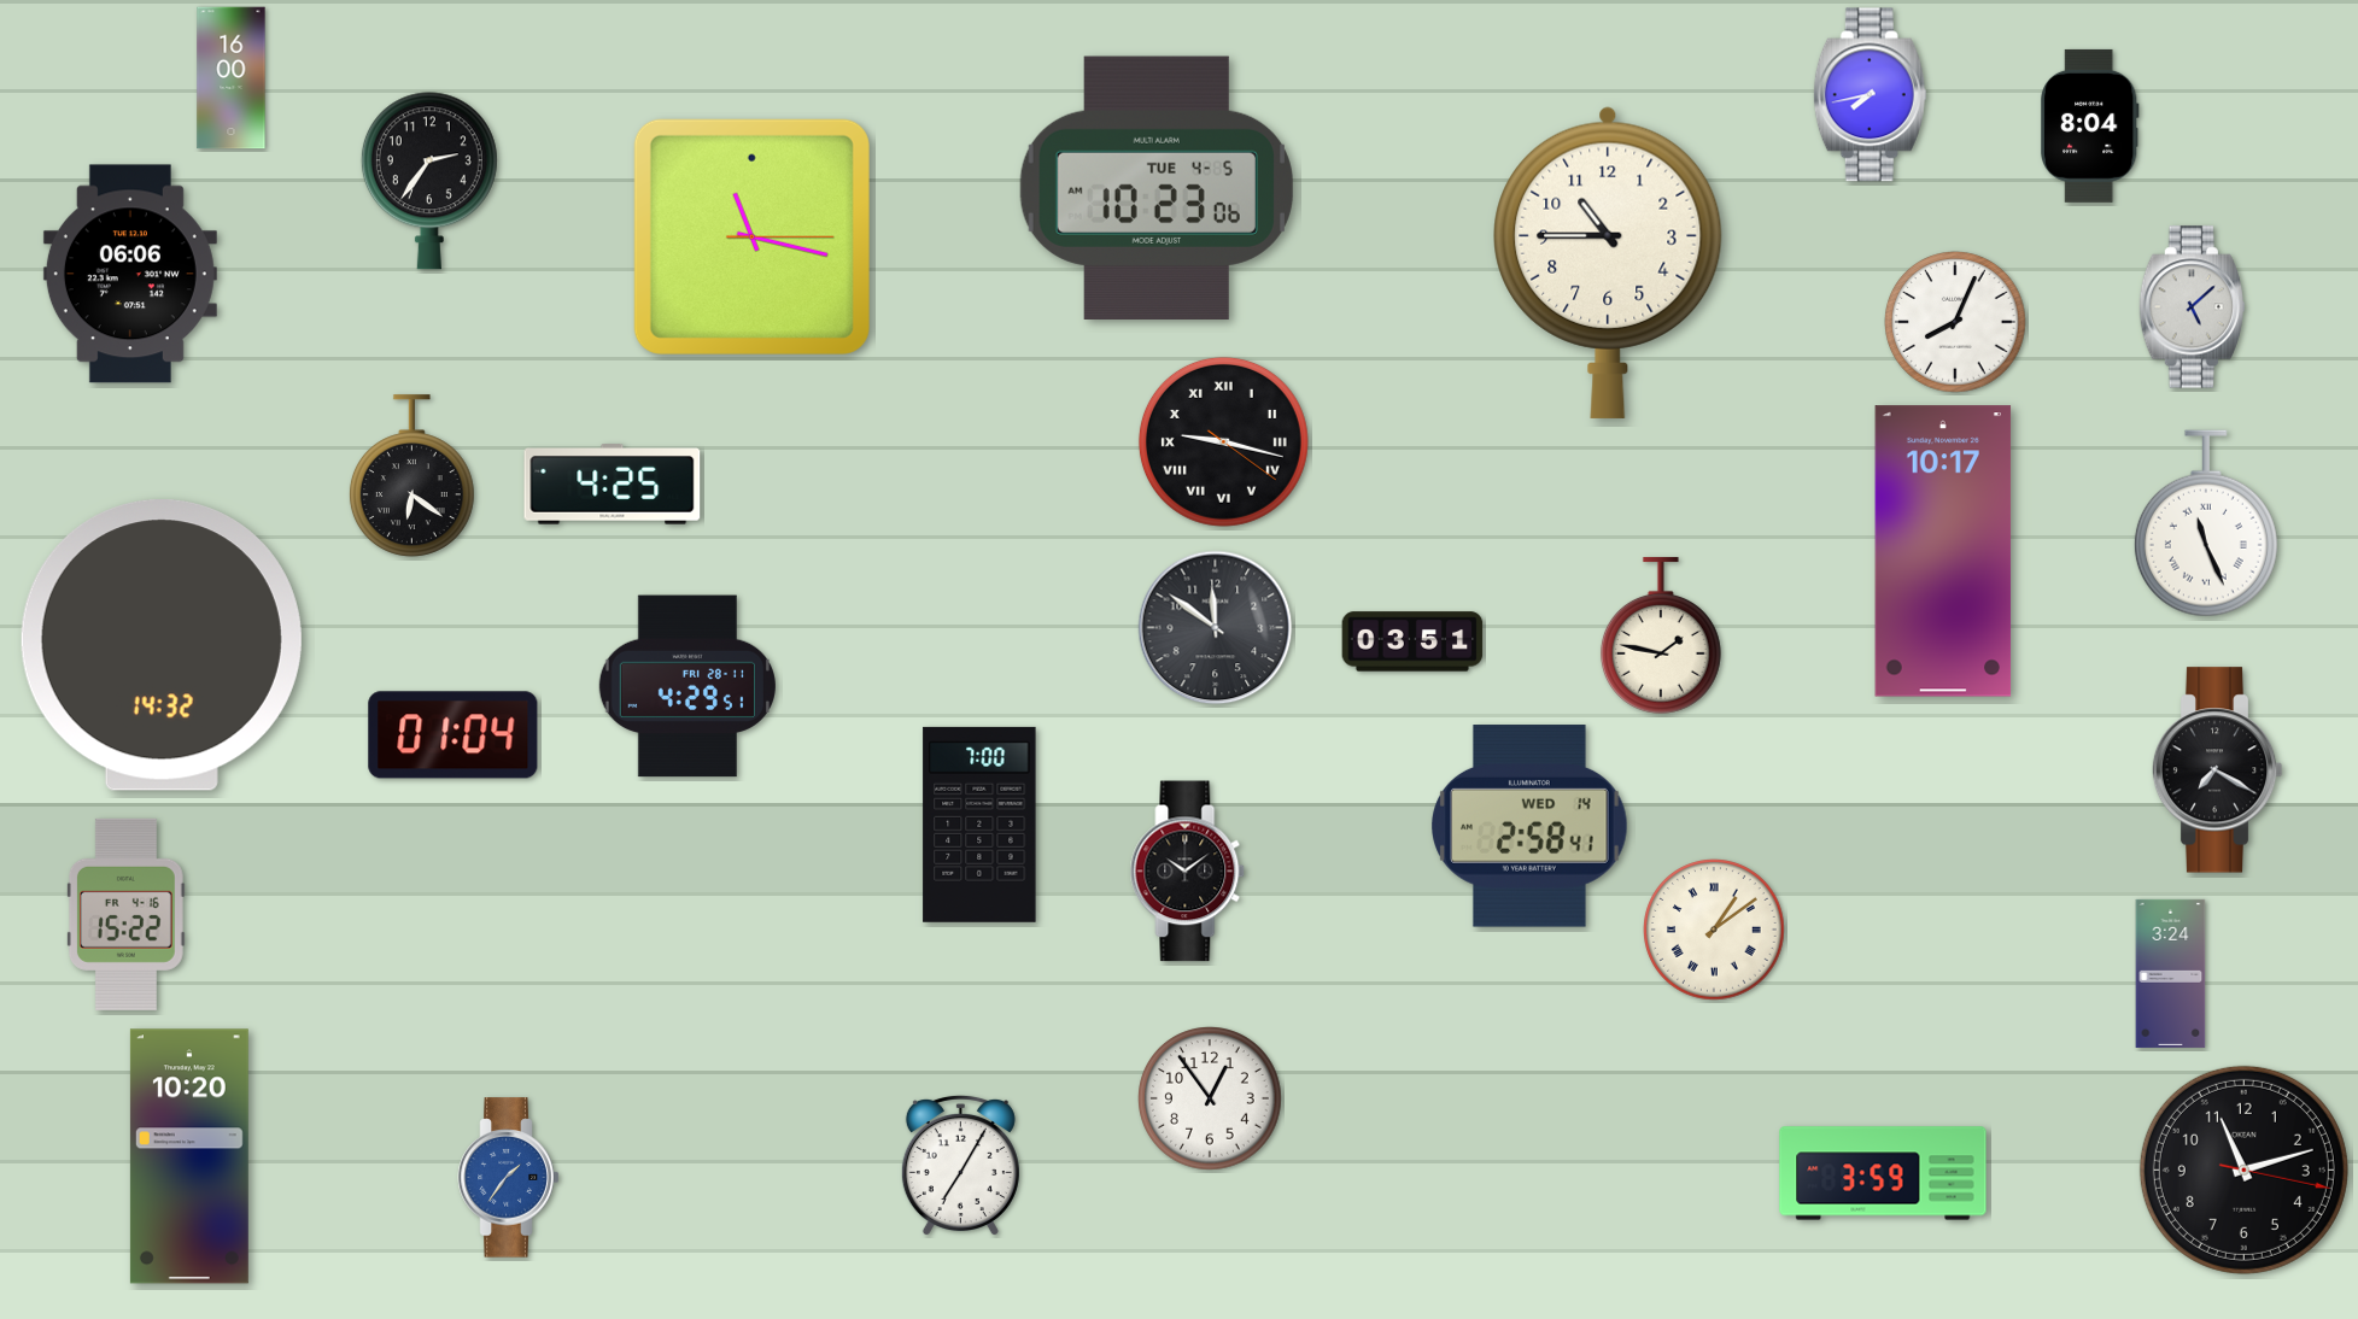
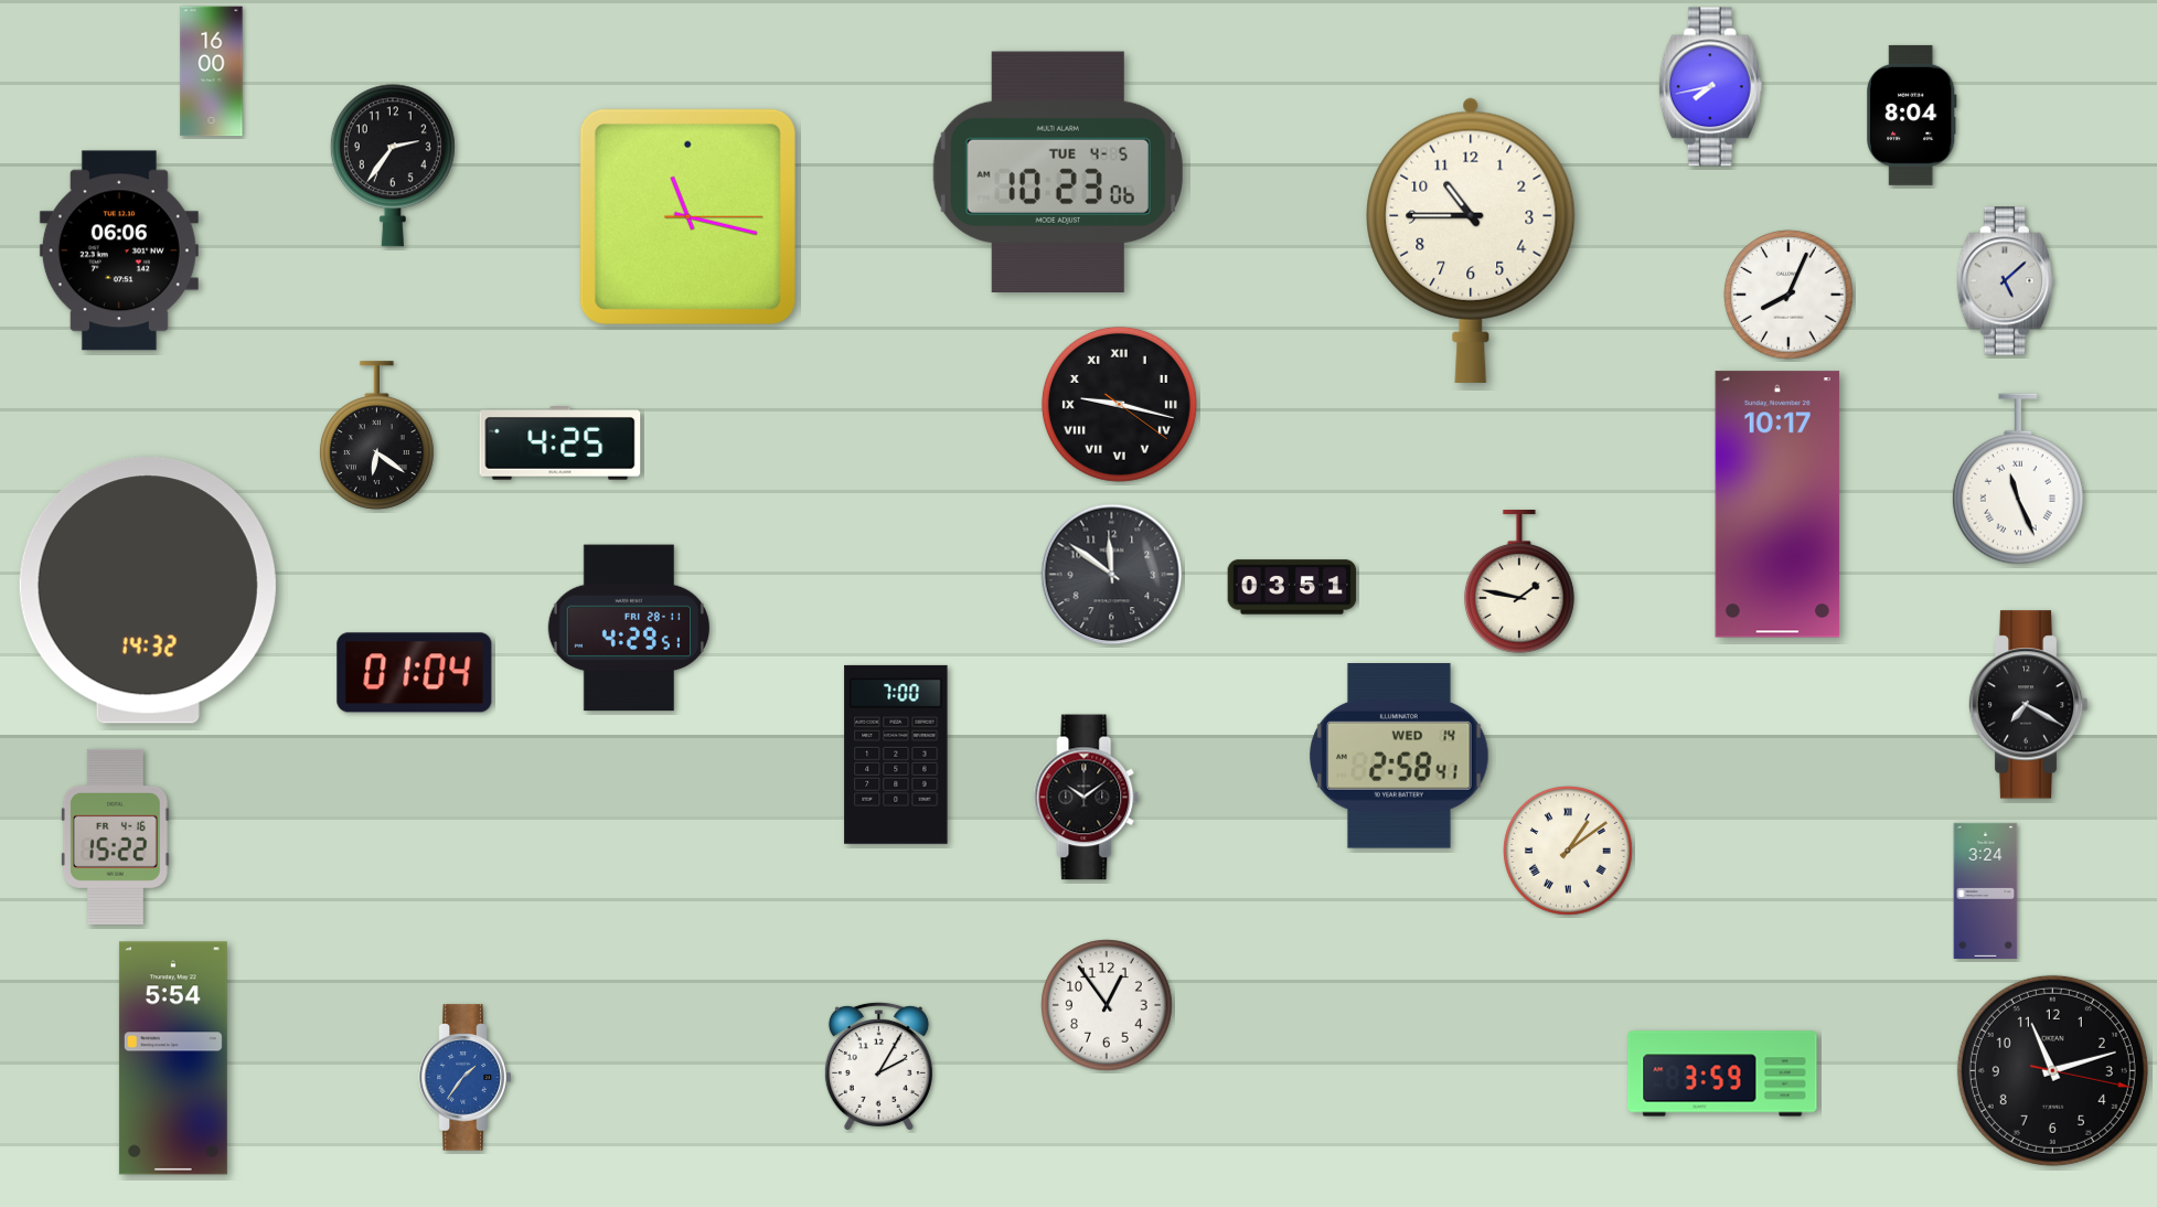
clock at (189, 1156): 10:20 -> 5:54
clock at (960, 1166): 7:05 -> 2:05
